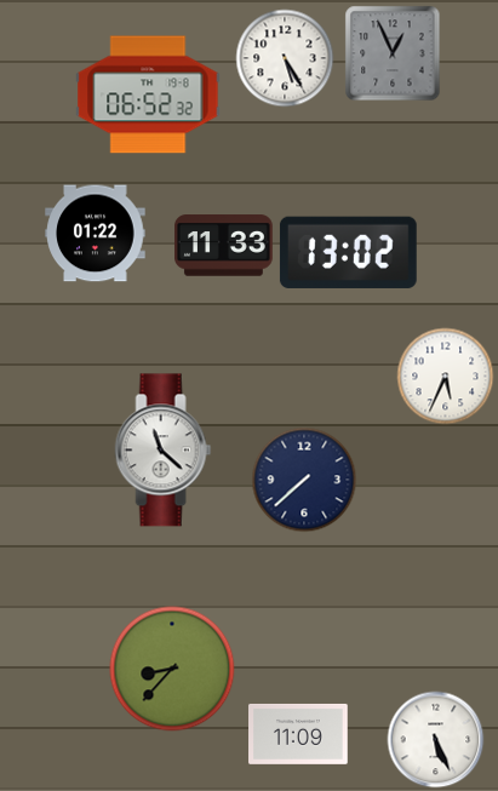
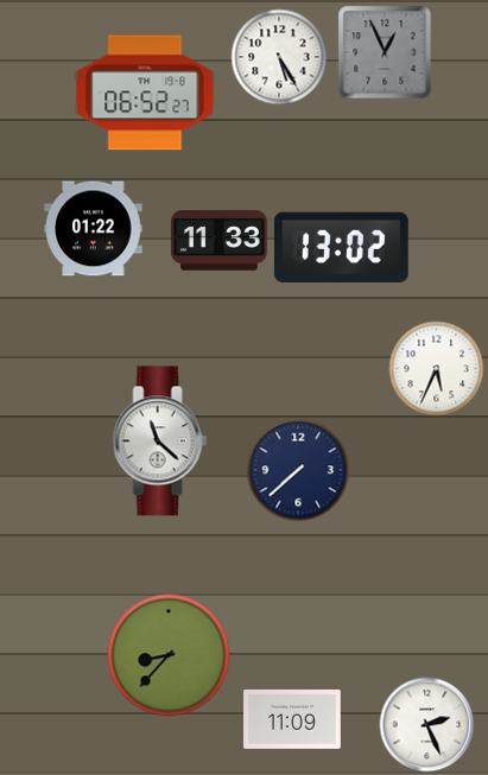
clock at (148, 94): 06:52:32 -> 06:52:27
clock at (436, 740): 5:26 -> 2:26
